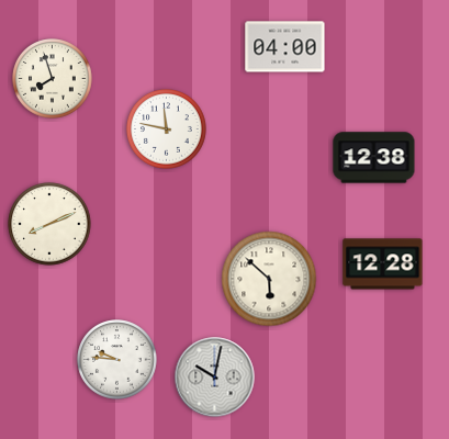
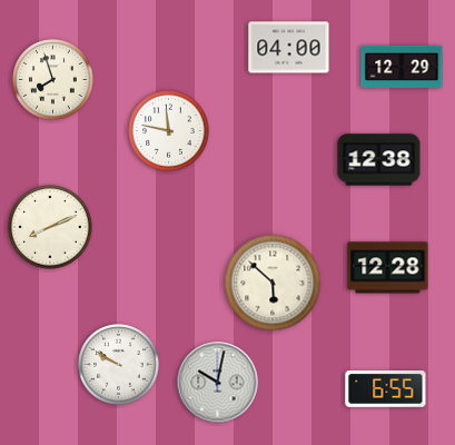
clock at (402, 67): none -> 12:29
clock at (117, 360): 9:46 -> 9:50
clock at (386, 389): none -> 6:55
